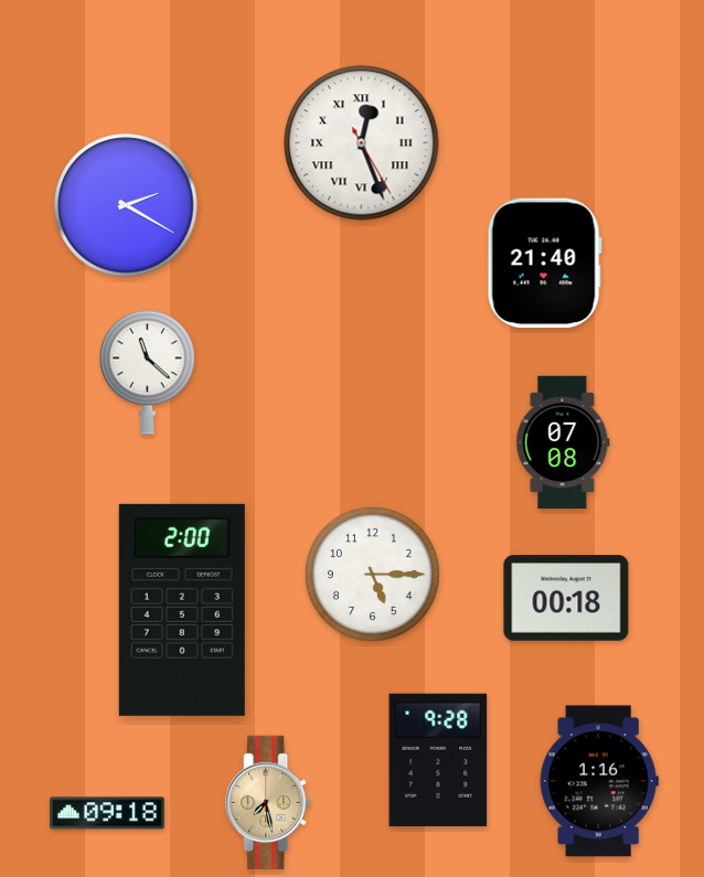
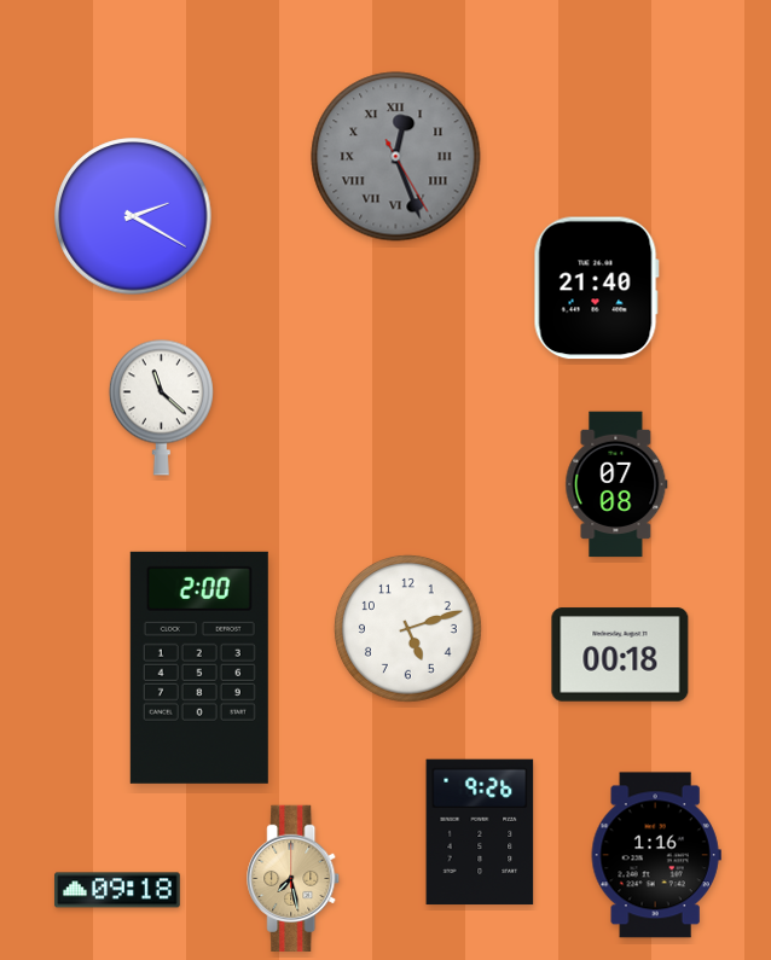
clock at (362, 143) dial: white -> grey
clock at (126, 205) position: (126, 205) -> (133, 216)
clock at (372, 574): 5:15 -> 5:12
clock at (438, 760): 9:28 -> 9:26
